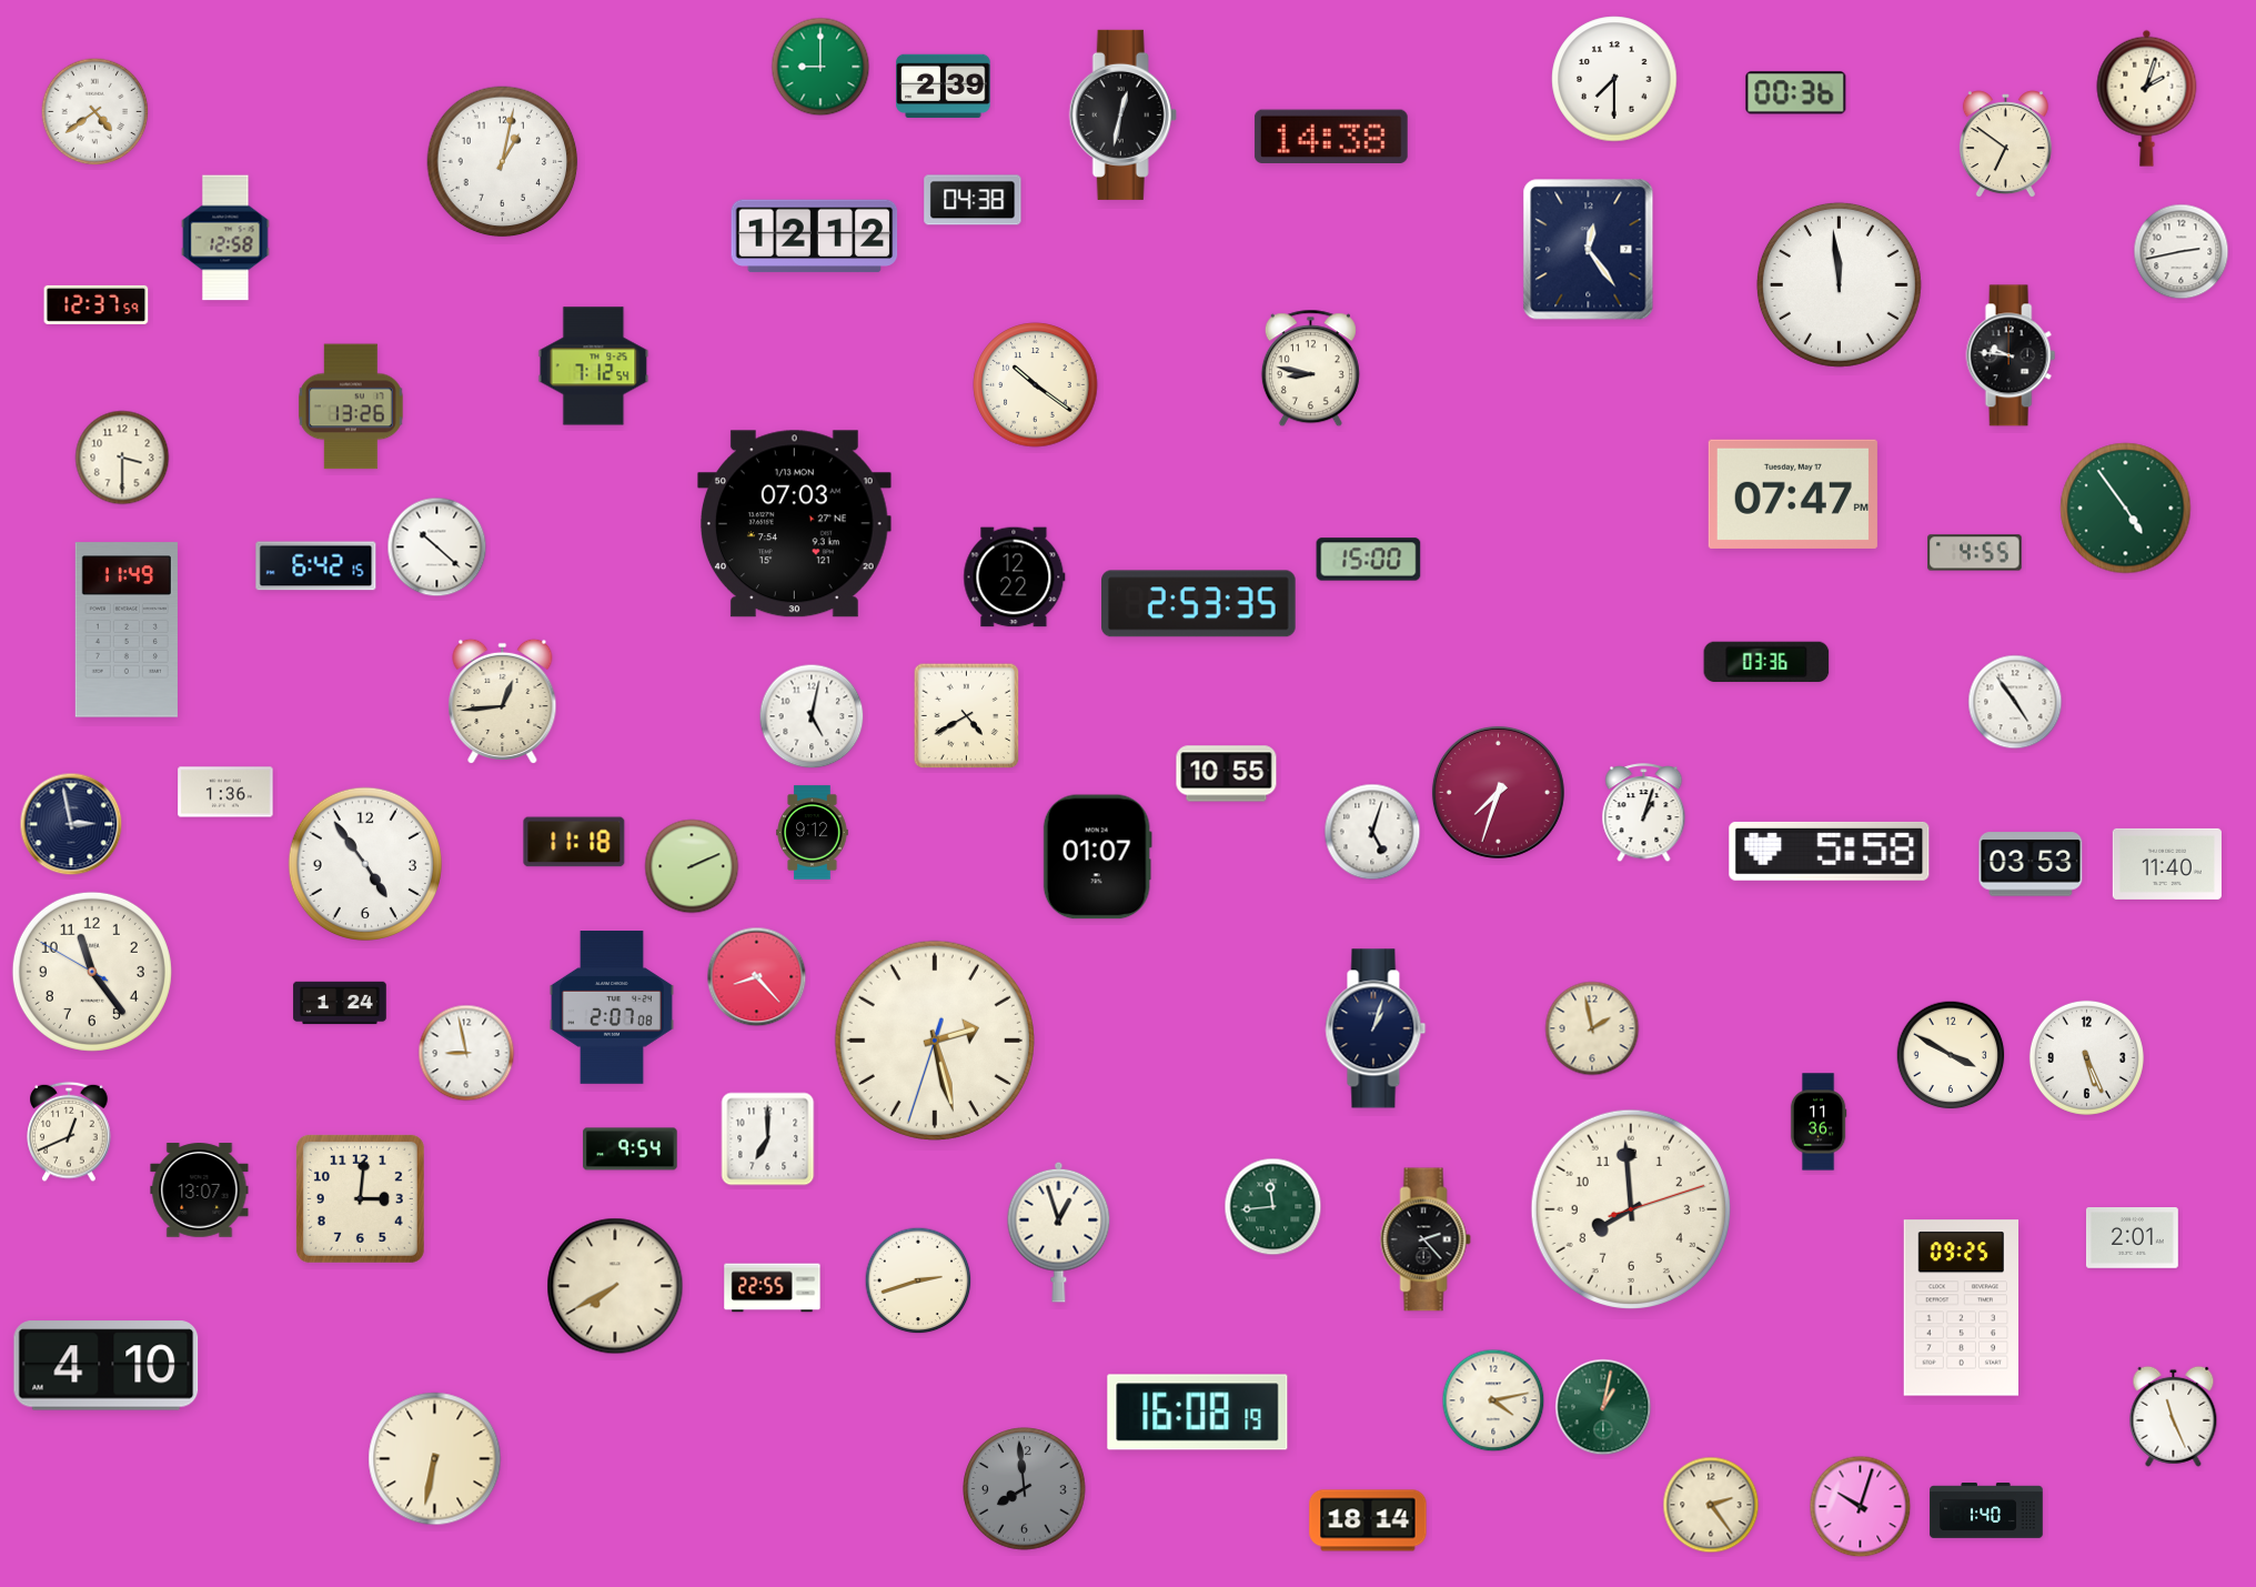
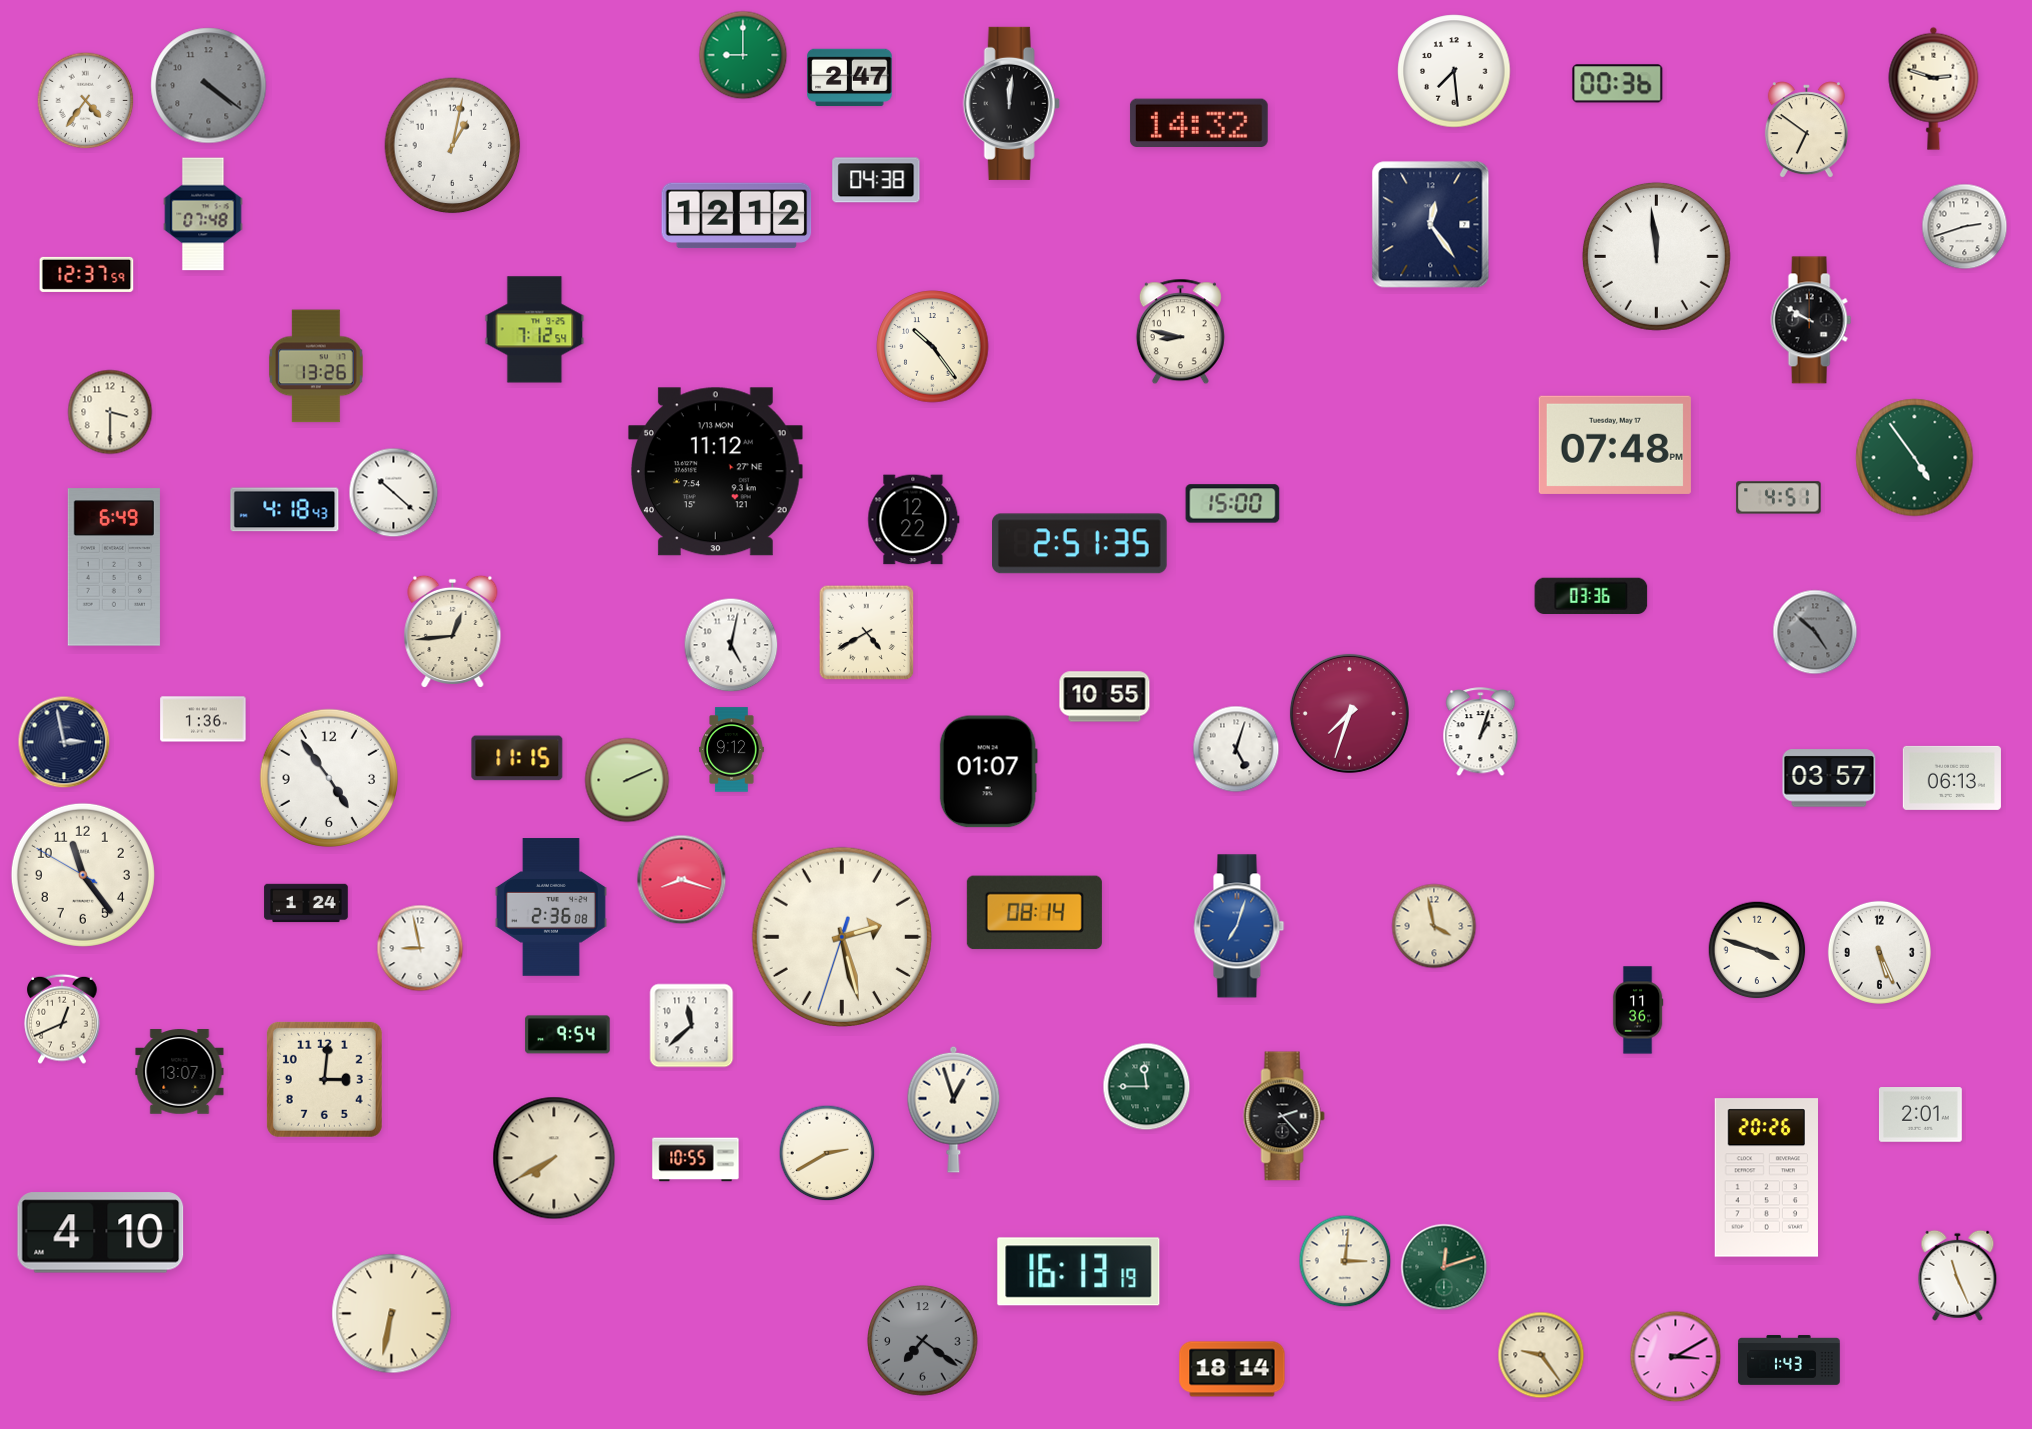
clock at (820, 67) position: (820, 67) -> (743, 55)
clock at (1614, 79): 7:30 -> 7:29
clock at (944, 87): 2:39 -> 2:47
clock at (209, 86): none -> 4:21
clock at (2147, 98): 2:03 -> 2:48
clock at (95, 112): 4:39 -> 4:36
clock at (1122, 114): 12:32 -> 12:01
clock at (1331, 137): 14:38 -> 14:32
clock at (815, 237) position: (815, 237) -> (737, 216)
clock at (225, 238): 12:58 -> 07:48
clock at (2182, 252): 2:43 -> 2:42
clock at (2011, 355): 9:46 -> 9:50
clock at (1036, 385): 10:21 -> 10:24
clock at (1793, 494): 07:47 -> 07:48
clock at (794, 524): 07:03 -> 11:12
clock at (1975, 553): 4:55 -> 4:51
clock at (316, 566): 6:42 -> 4:18
clock at (1199, 604): 2:53 -> 2:51
clock at (127, 630): 11:49 -> 6:49
clock at (2015, 702): 4:54 -> 4:52
clock at (2015, 702) dial: white -> grey
clock at (967, 716) position: (967, 716) -> (867, 633)
clock at (225, 792) position: (225, 792) -> (203, 719)
clock at (574, 842): 11:18 -> 11:15
clock at (1830, 851): 5:58 -> none
clock at (2031, 864): 03:53 -> 03:57
clock at (2167, 864): 11:40 -> 06:13
clock at (692, 866) position: (692, 866) -> (627, 780)
clock at (757, 977): 8:23 -> 8:18
clock at (612, 1007): 2:07 -> 2:36
clock at (1034, 913): none -> 08:14
clock at (1376, 1028): 1:03 -> 7:03
clock at (1376, 1028) dial: navy -> blue
clock at (1592, 1028): 1:58 -> 3:58
clock at (1951, 1055): 3:50 -> 3:48
clock at (768, 1139): 7:00 -> 11:38
clock at (1273, 1207): 11:44 -> 11:45
clock at (1631, 1209): 7:59 -> none
clock at (918, 1280): 2:42 -> 2:40
clock at (773, 1288): 22:55 -> 10:55
clock at (1961, 1308): 09:25 -> 20:26
clock at (107, 1366) position: (107, 1366) -> (101, 1233)
clock at (1493, 1400): 4:13 -> 3:01
clock at (1603, 1407): 1:02 -> 12:12
clock at (1198, 1413): 16:08 -> 16:13
clock at (1025, 1489): 7:59 -> 7:21
clock at (1711, 1505): 2:24 -> 9:24
clock at (1861, 1507): 10:03 -> 3:10
clock at (1986, 1510): 1:40 -> 1:43
